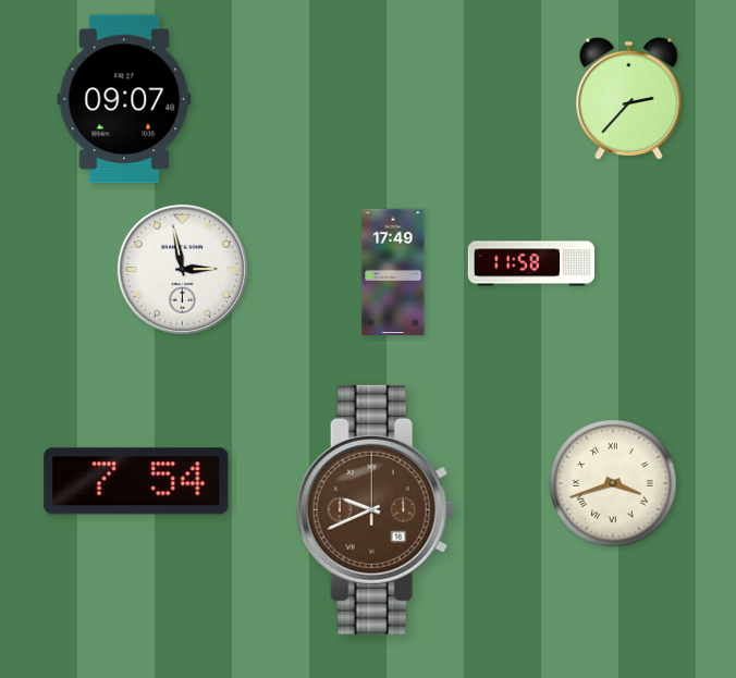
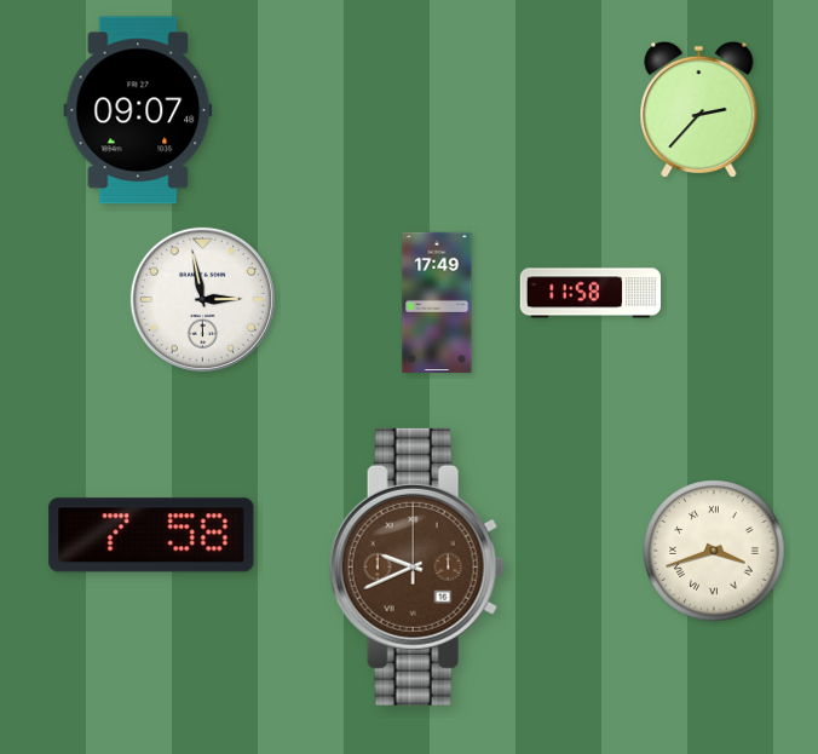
clock at (136, 481): 7:54 -> 7:58
clock at (613, 483) position: (613, 483) -> (714, 551)
